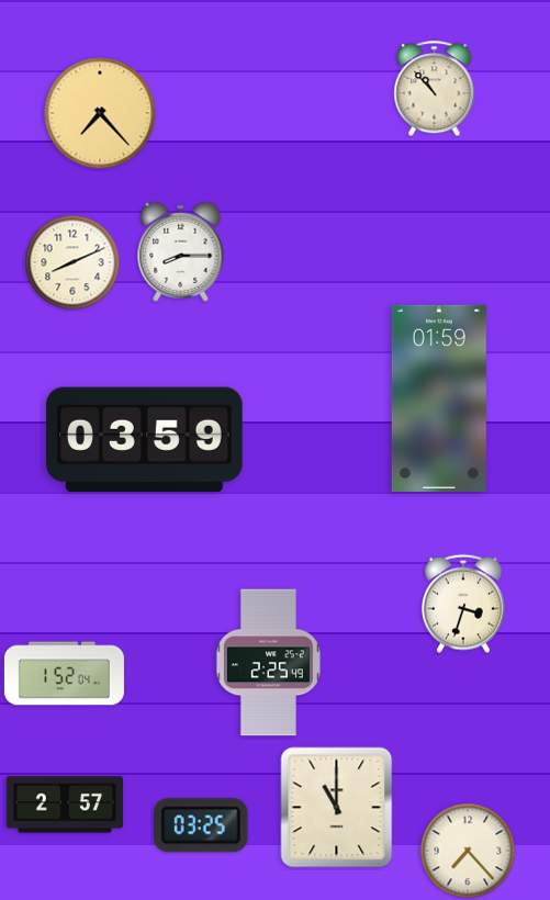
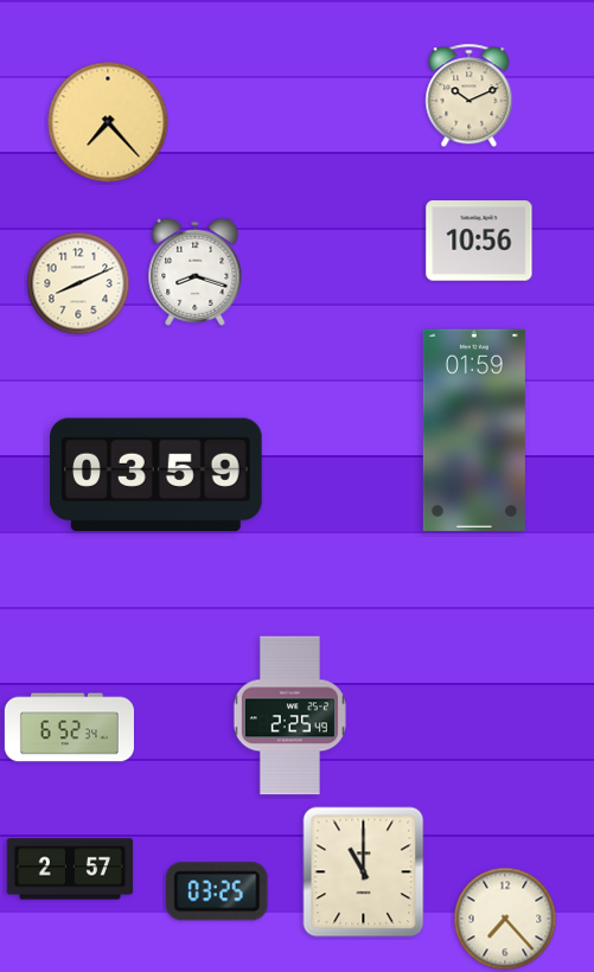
clock at (435, 89): 10:53 -> 10:11
clock at (479, 241): none -> 10:56
clock at (181, 251): 8:15 -> 8:18
clock at (463, 604): 3:33 -> none
clock at (64, 674): 1:52 -> 6:52
